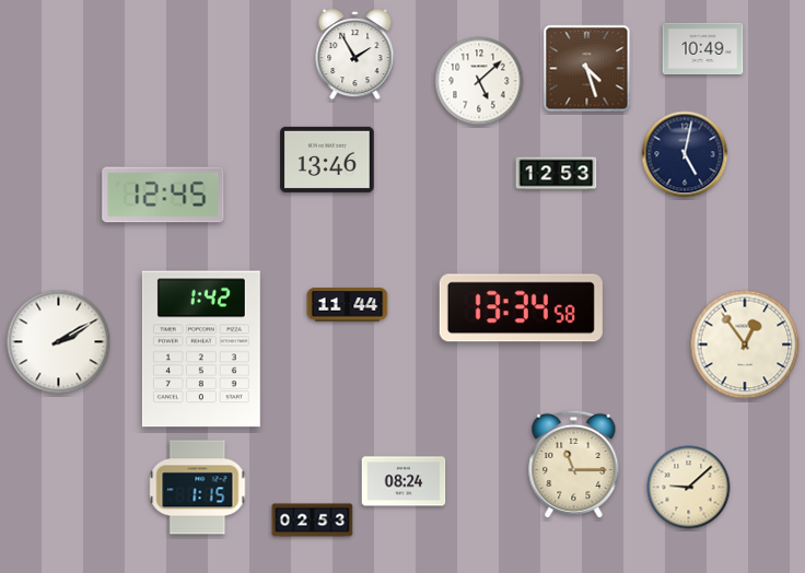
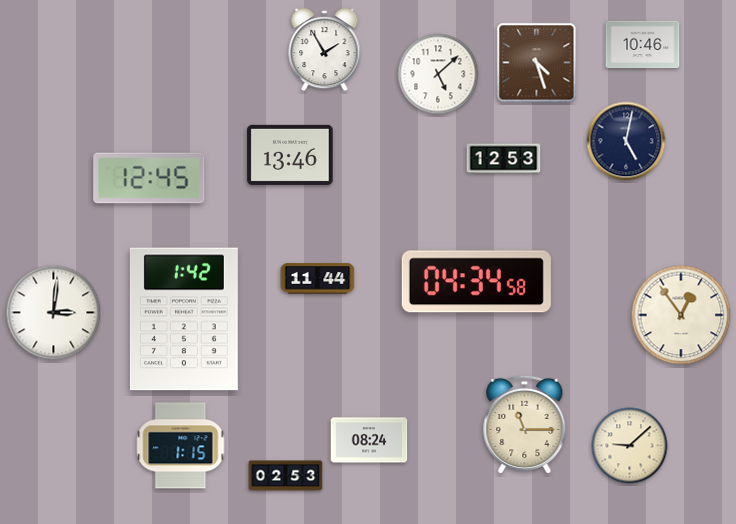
clock at (703, 49): 10:49 -> 10:46
clock at (327, 160) position: (327, 160) -> (290, 155)
clock at (557, 174) position: (557, 174) -> (504, 159)
clock at (521, 308): 13:34 -> 04:34
clock at (59, 342): 2:10 -> 3:01
